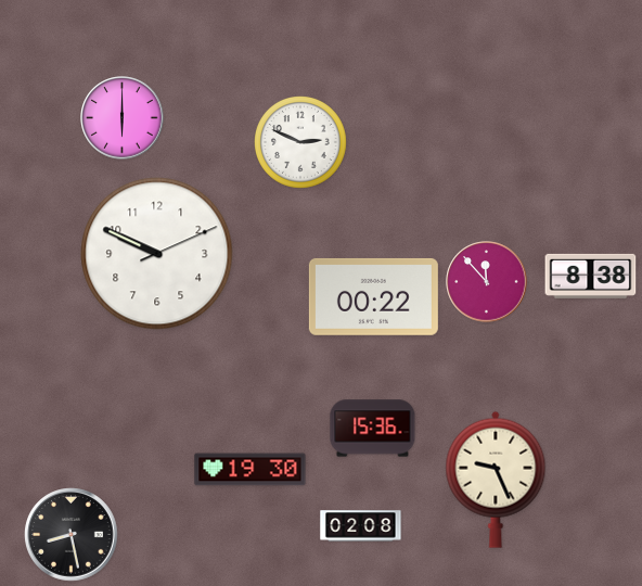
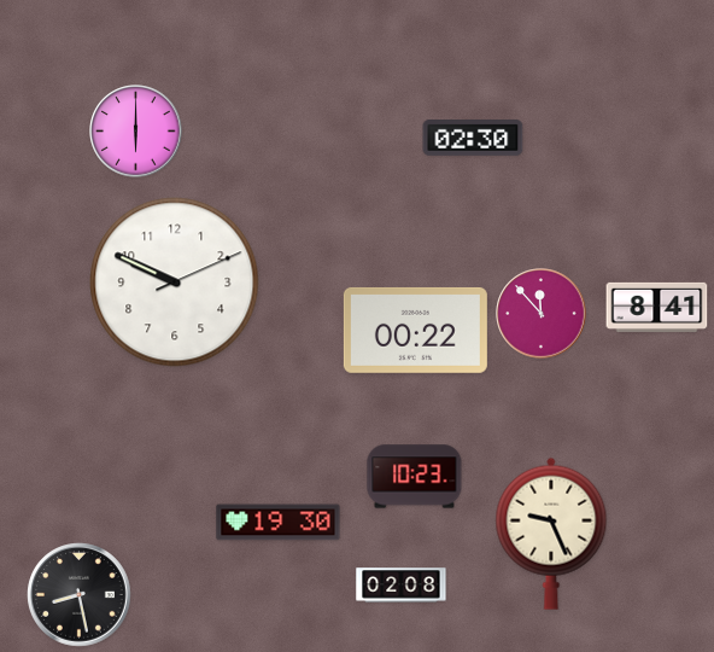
clock at (473, 139): none -> 02:30
clock at (301, 143): 2:49 -> none
clock at (591, 276): 8:38 -> 8:41
clock at (373, 429): 15:36 -> 10:23
